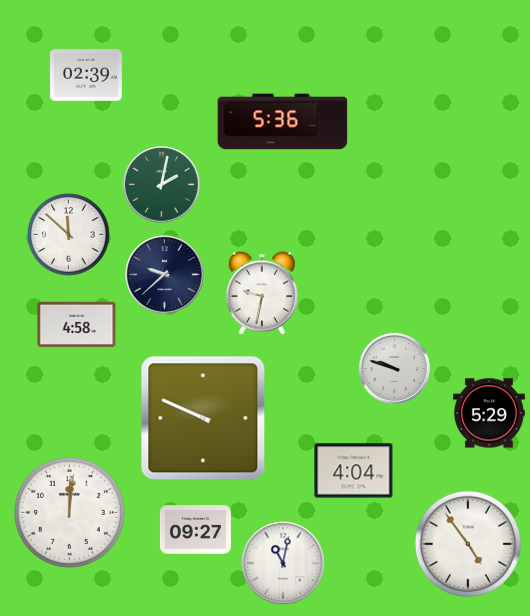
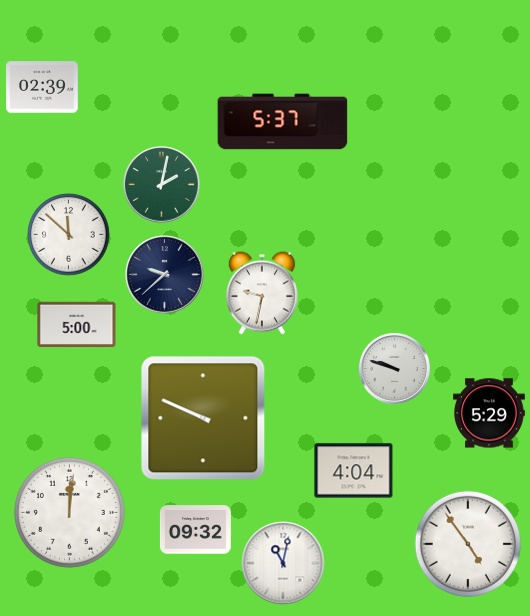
clock at (87, 75) position: (87, 75) -> (43, 87)
clock at (283, 122): 5:36 -> 5:37
clock at (77, 325): 4:58 -> 5:00
clock at (195, 530): 09:27 -> 09:32
